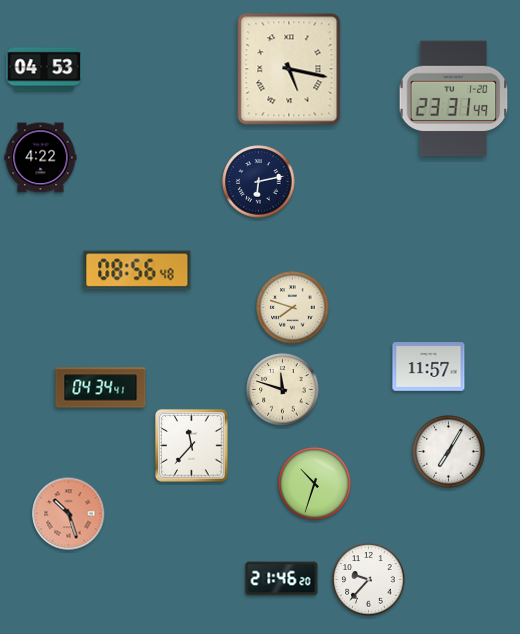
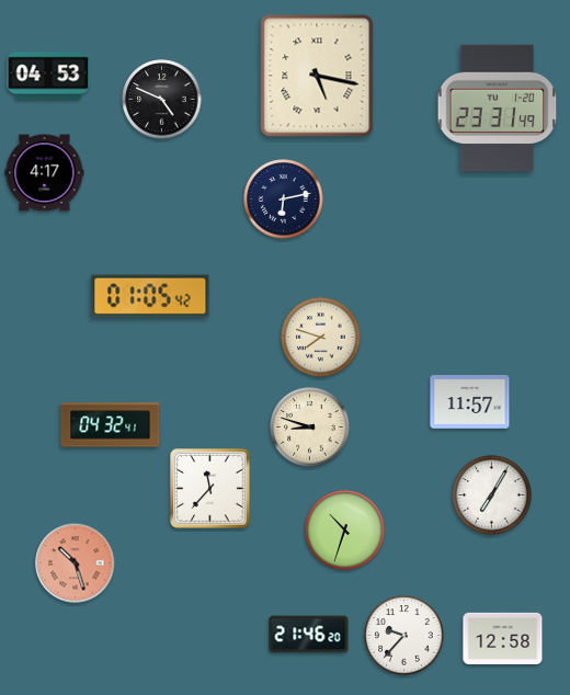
clock at (162, 100): none -> 4:49
clock at (41, 158): 4:22 -> 4:17
clock at (137, 270): 08:56 -> 01:05
clock at (101, 388): 04:34 -> 04:32
clock at (283, 390): 11:48 -> 8:48
clock at (503, 638): none -> 12:58
